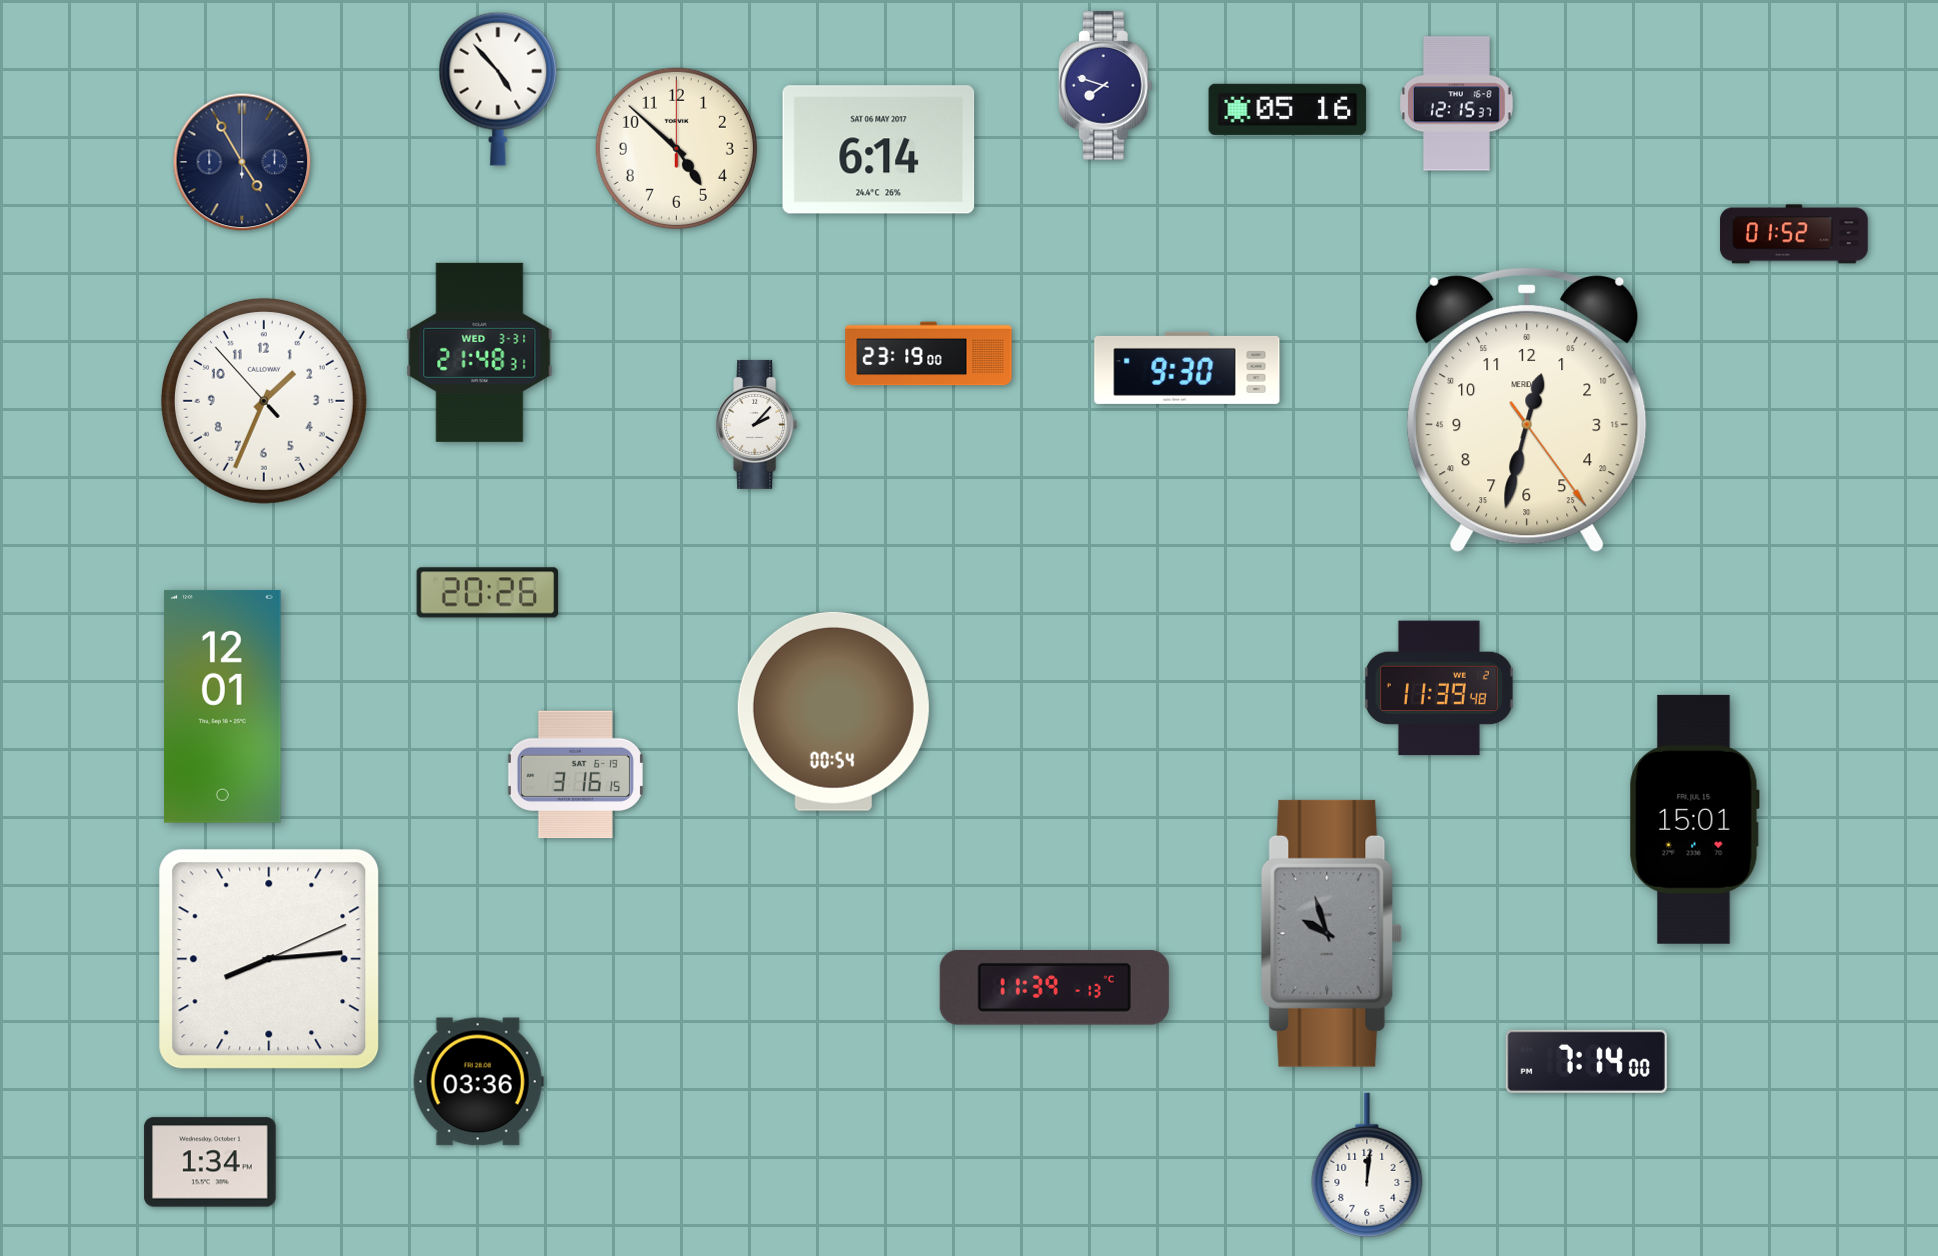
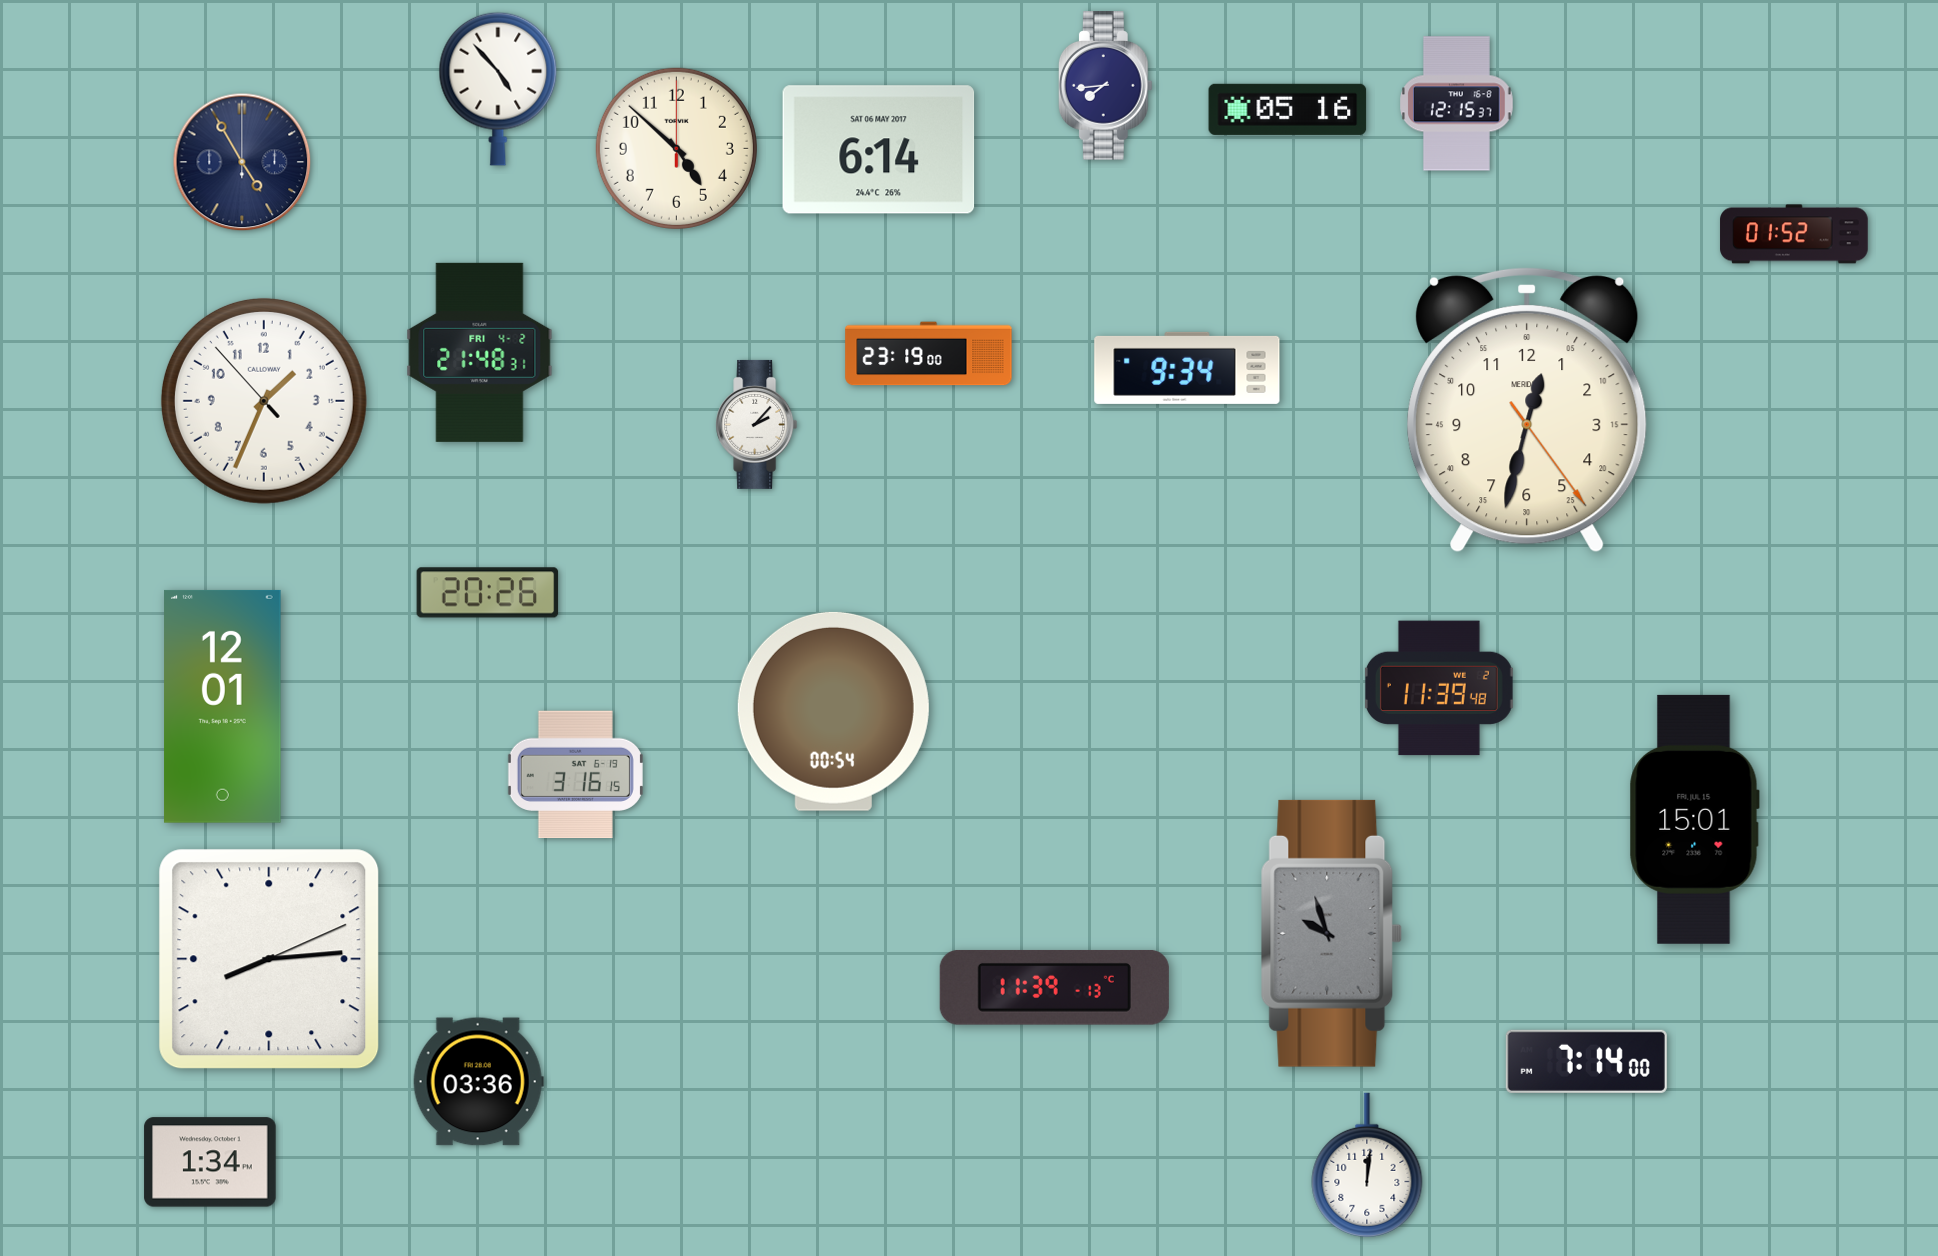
clock at (1105, 86): 7:48 -> 7:44
clock at (480, 352) date: WED 3-31 -> FRI 4-2
clock at (1187, 368): 9:30 -> 9:34
